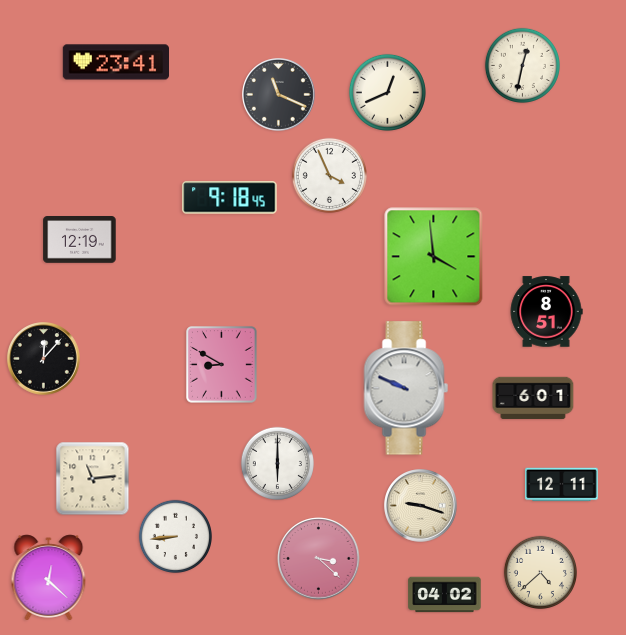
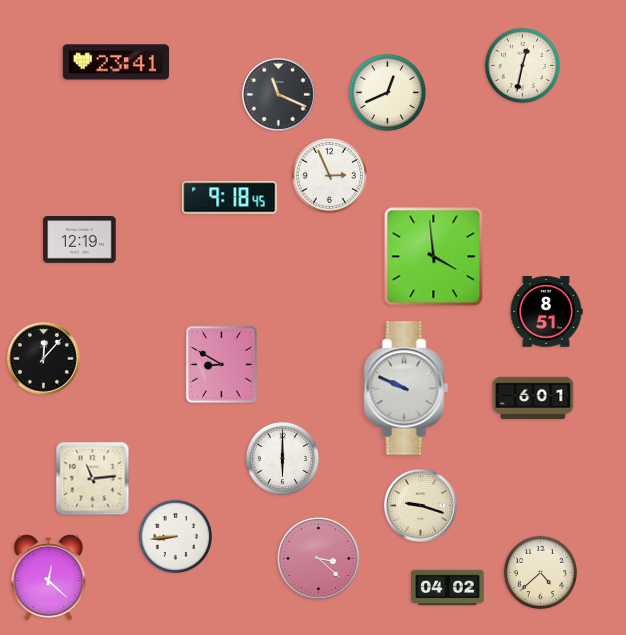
clock at (329, 175): 3:56 -> 2:56
clock at (277, 463) position: (277, 463) -> (282, 458)
clock at (562, 485): 12:11 -> none
clock at (445, 595) position: (445, 595) -> (448, 588)
